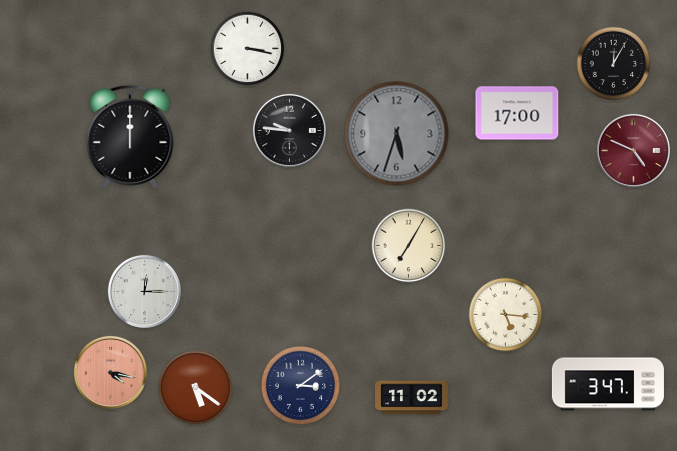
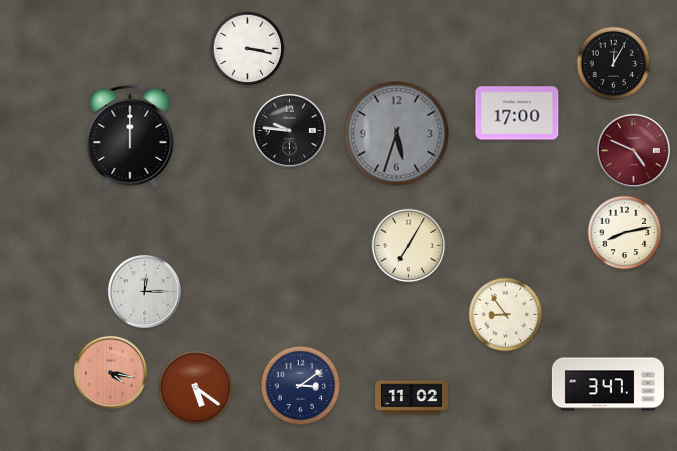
clock at (625, 233): none -> 8:13
clock at (506, 315): 5:16 -> 8:54
